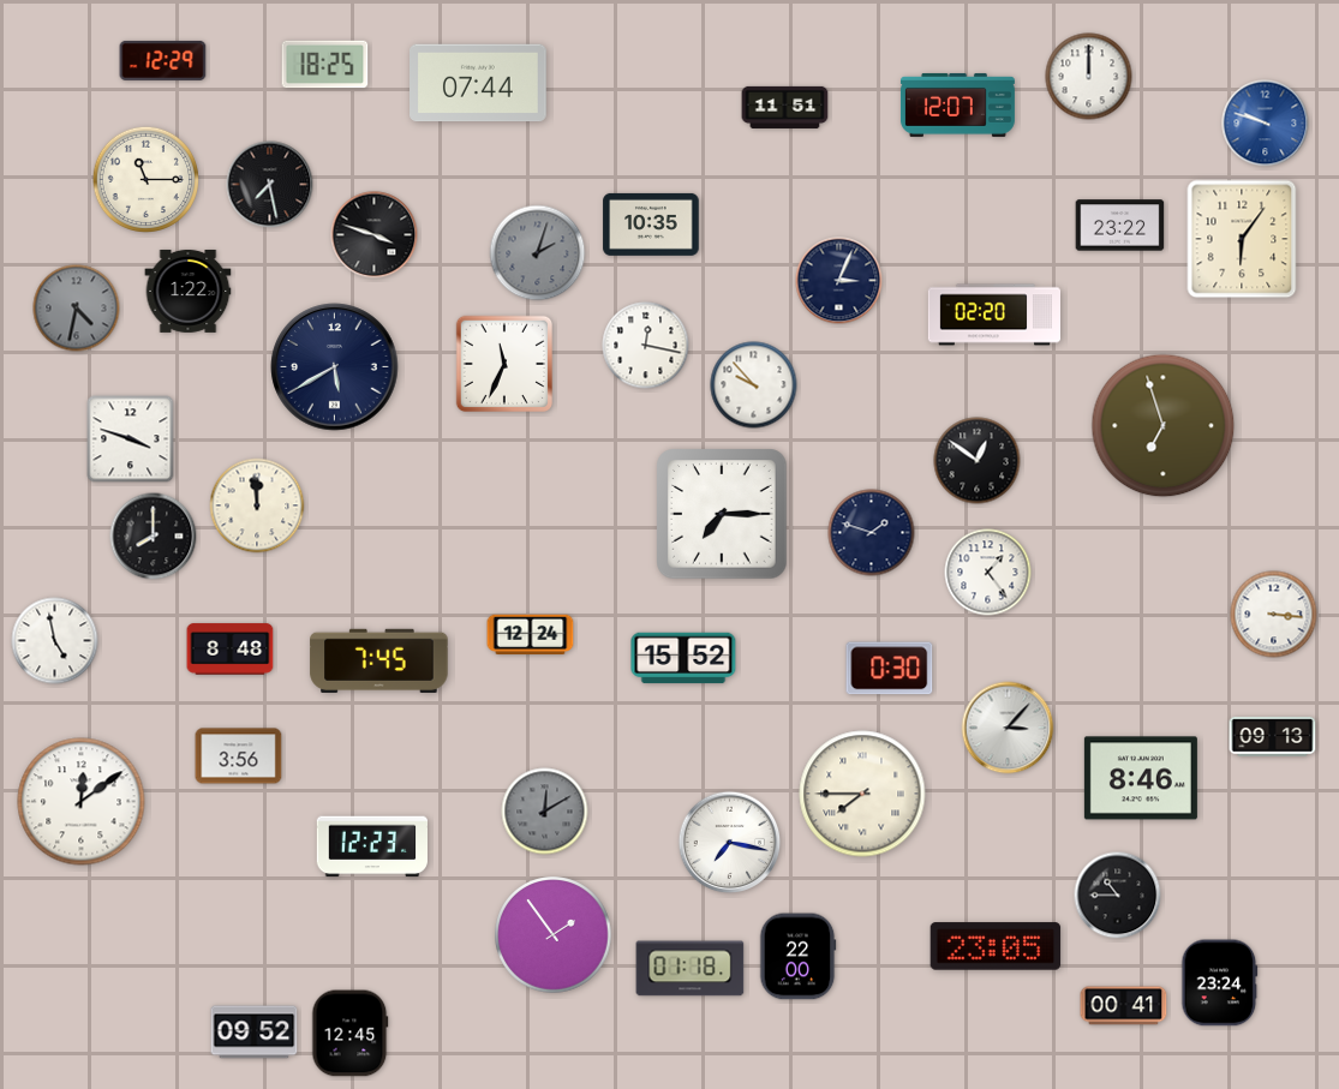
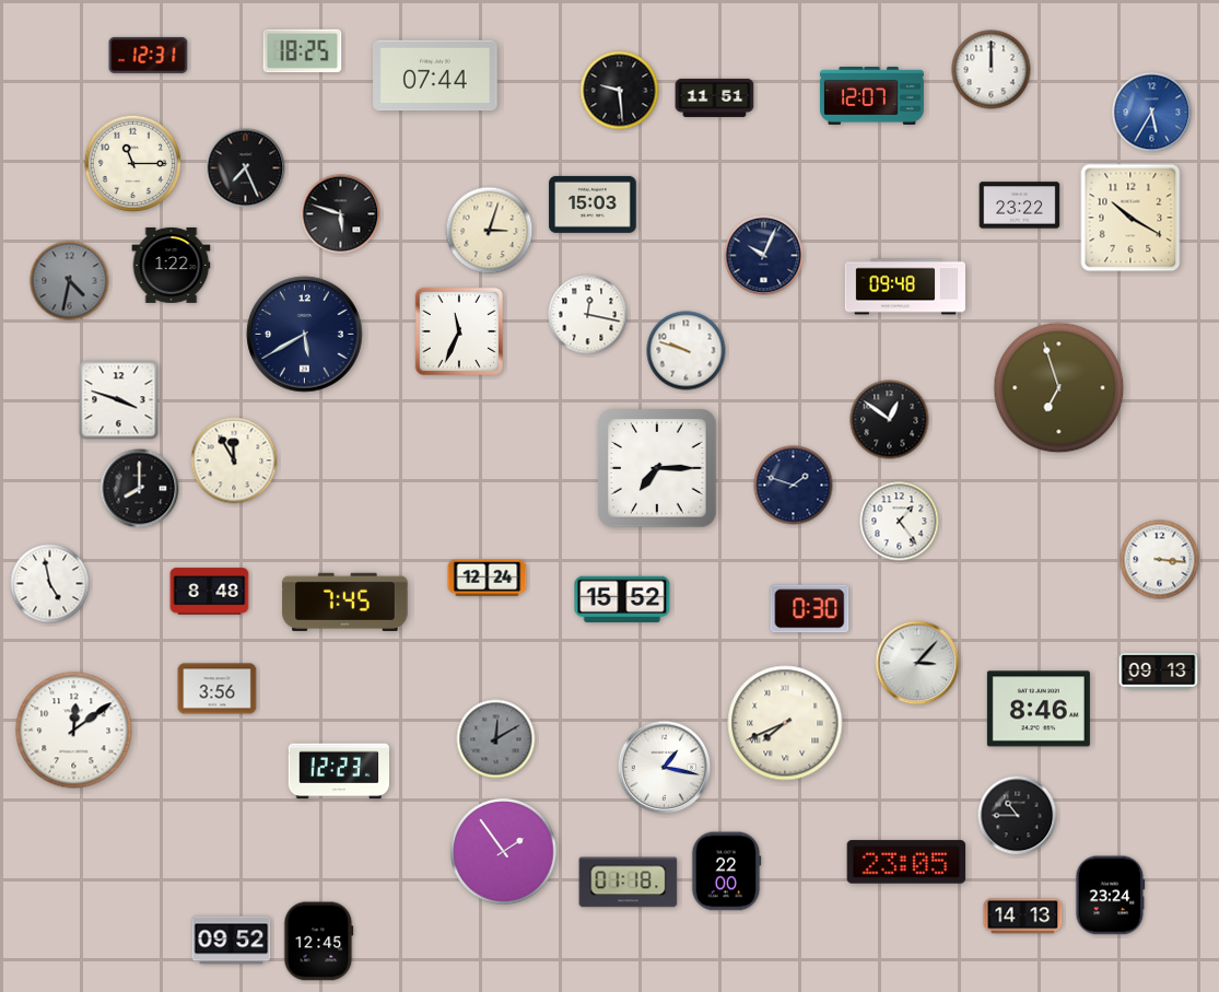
clock at (163, 60): 12:29 -> 12:31
clock at (325, 65) position: (325, 65) -> (303, 51)
clock at (620, 91): none -> 9:29
clock at (1266, 124): 9:48 -> 5:35
clock at (270, 185): 7:28 -> 7:26
clock at (651, 225): 10:35 -> 15:03
clock at (375, 235): 3:48 -> 5:48
clock at (1242, 239): 6:06 -> 10:20
clock at (538, 253): 2:03 -> 3:03
clock at (538, 253) dial: grey -> cream
clock at (839, 281): 3:04 -> 10:04
clock at (993, 315): 02:20 -> 09:48
clock at (754, 385): 9:53 -> 9:48
clock at (257, 505): 11:59 -> 11:55
clock at (531, 635) position: (531, 635) -> (488, 579)
clock at (862, 794): 7:45 -> 7:41
clock at (730, 843): 7:17 -> 1:17
clock at (1124, 1006): 00:41 -> 14:13
